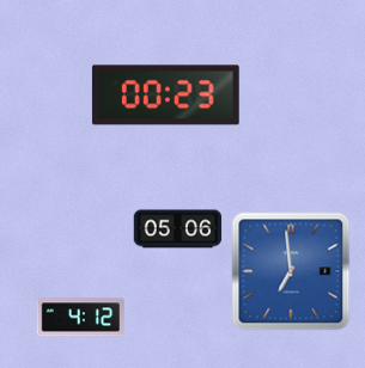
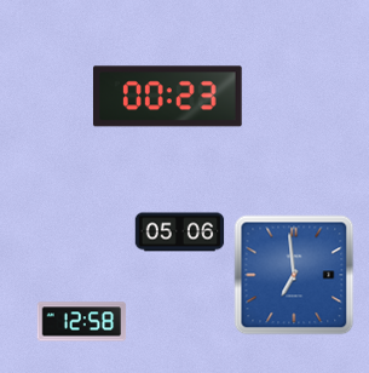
clock at (81, 318): 4:12 -> 12:58
